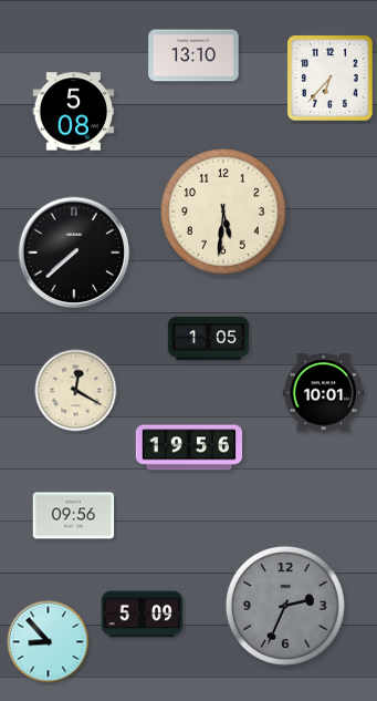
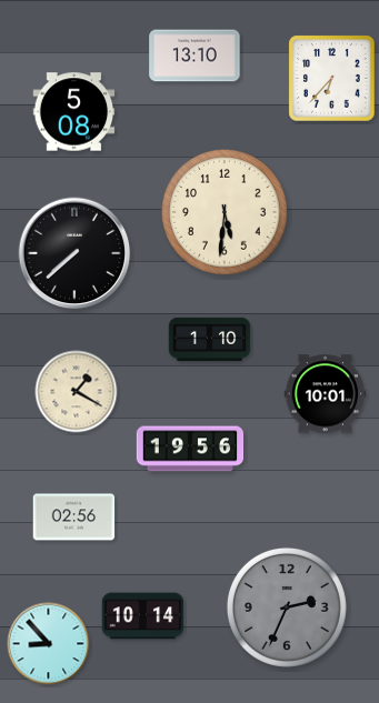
clock at (209, 338): 1:05 -> 1:10
clock at (76, 391): 12:20 -> 1:20
clock at (74, 516): 09:56 -> 02:56
clock at (143, 615): 5:09 -> 10:14
